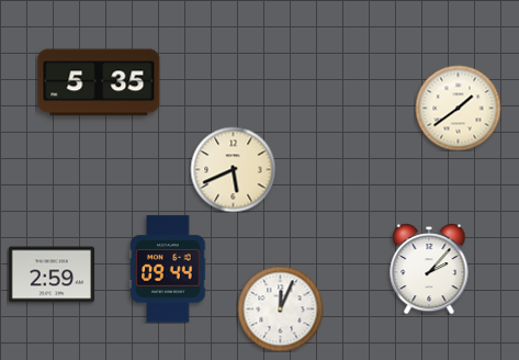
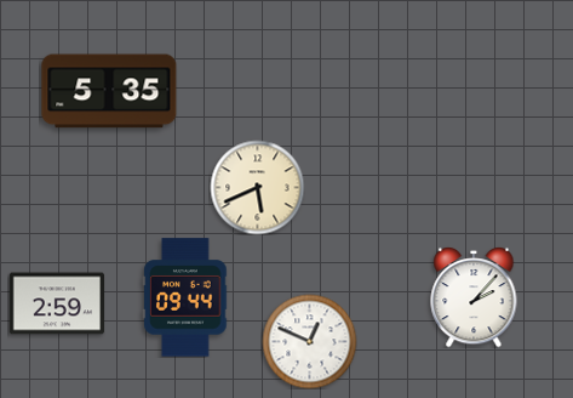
clock at (458, 108): 1:39 -> none
clock at (280, 308): 12:04 -> 12:49
